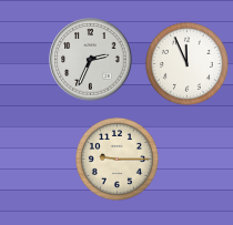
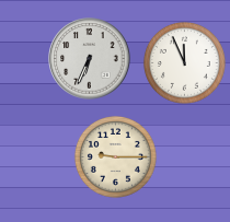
clock at (91, 60): 2:34 -> 6:34
